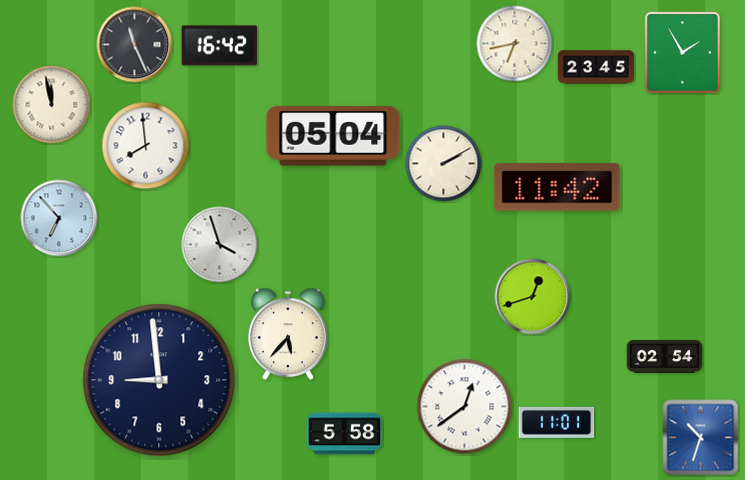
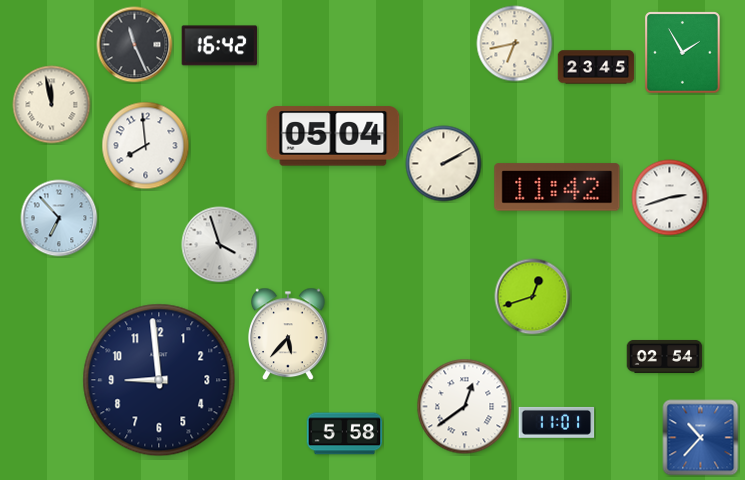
clock at (670, 198): none -> 2:42
clock at (701, 438): 10:33 -> 10:37
